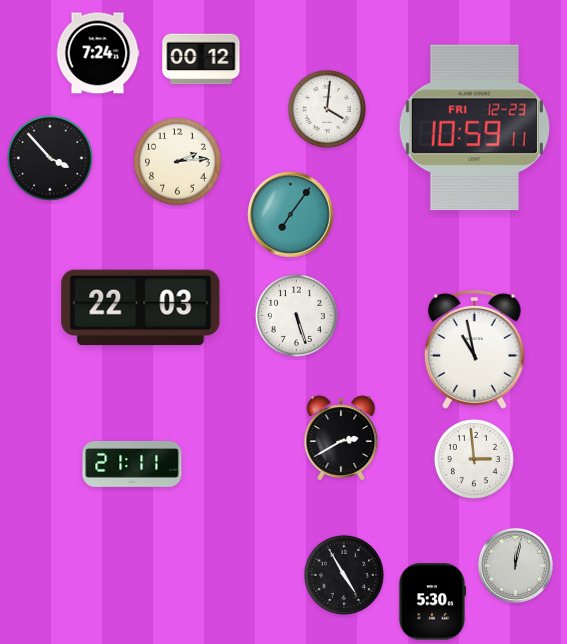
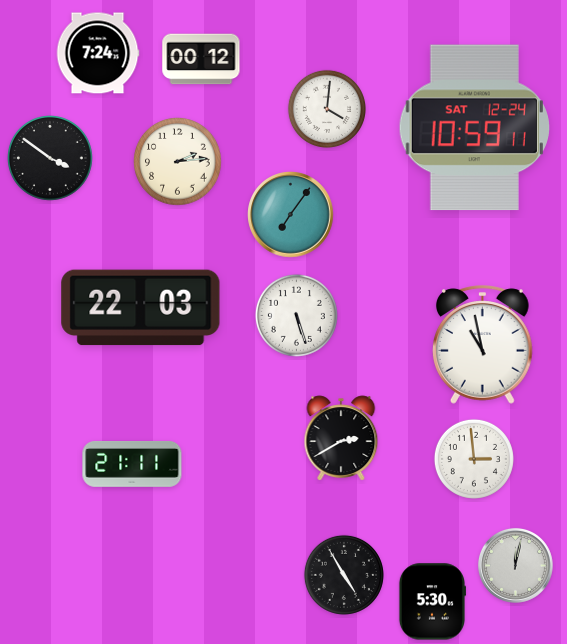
clock at (474, 128) date: FRI 12-23 -> SAT 12-24
clock at (51, 159): 3:53 -> 3:51
clock at (475, 350) position: (475, 350) -> (483, 345)
